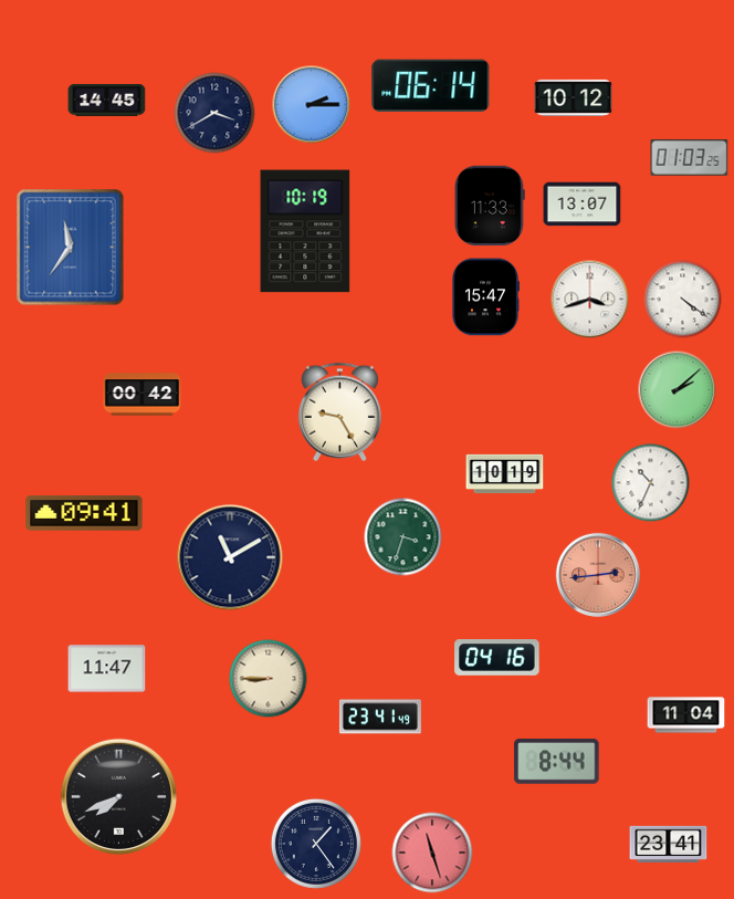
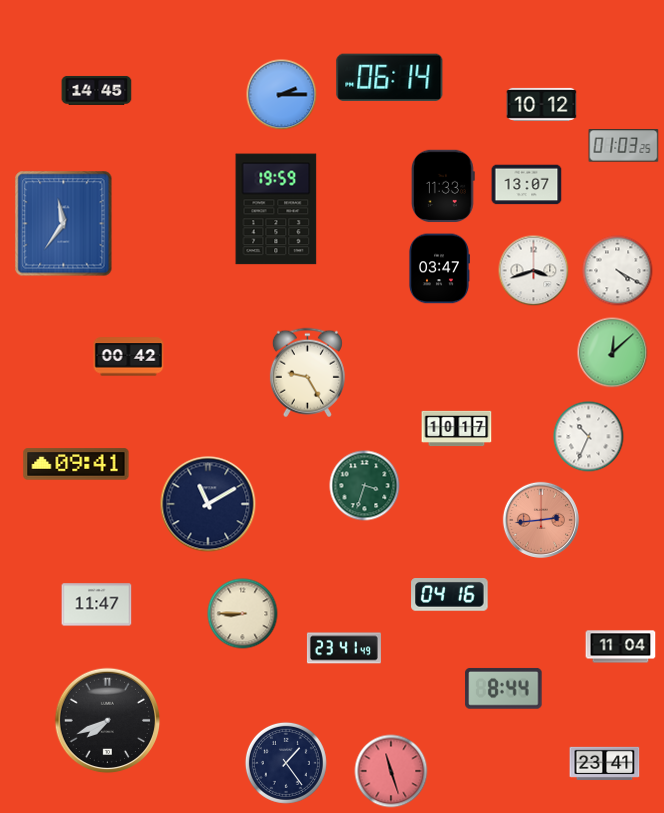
clock at (574, 97) position: (574, 97) -> (542, 104)
clock at (214, 113): 3:40 -> none
clock at (690, 158) position: (690, 158) -> (624, 146)
clock at (305, 231): 10:19 -> 19:59
clock at (485, 297): 15:47 -> 03:47
clock at (683, 300): 4:21 -> 4:20
clock at (678, 390): 2:08 -> 12:08
clock at (505, 474): 10:19 -> 10:17
